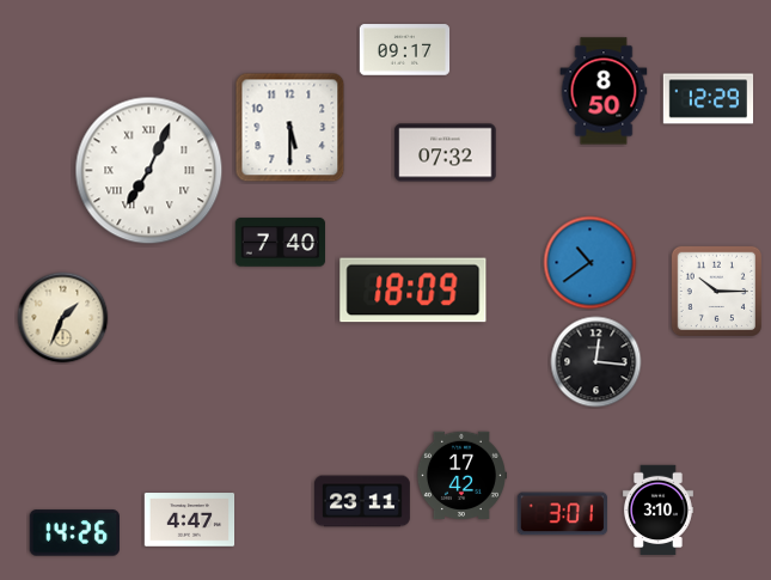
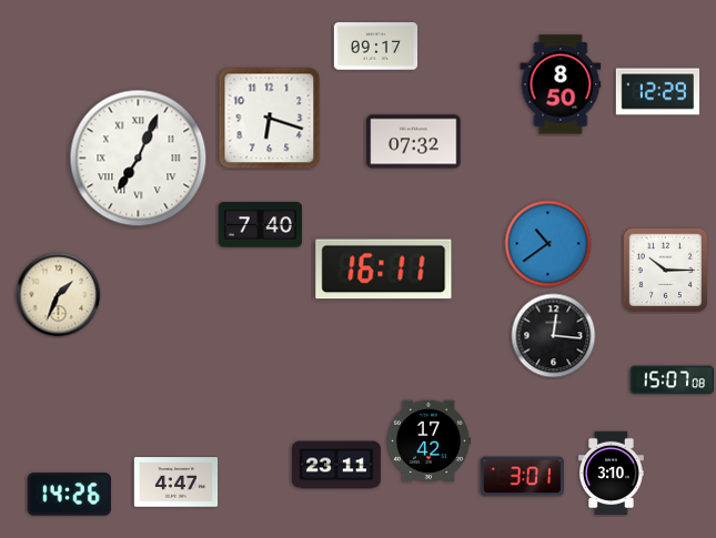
clock at (290, 128): 5:30 -> 6:18
clock at (414, 291): 18:09 -> 16:11
clock at (672, 380): none -> 15:07
